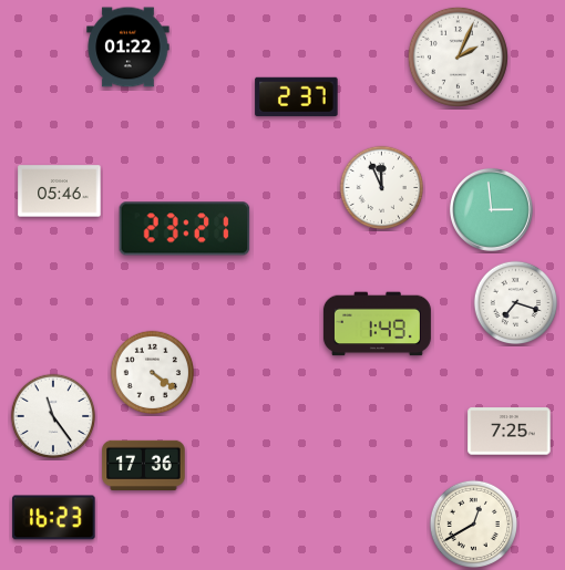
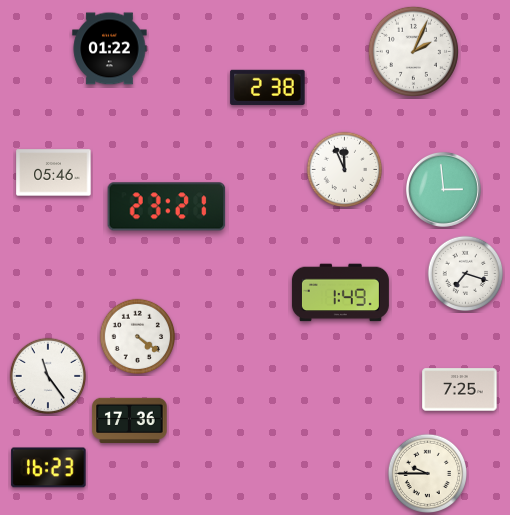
clock at (129, 48) position: (129, 48) -> (110, 49)
clock at (297, 96): 2:37 -> 2:38
clock at (473, 524): 12:40 -> 9:45
